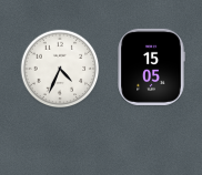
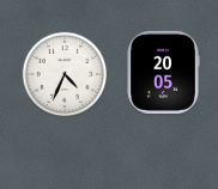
clock at (151, 66): 15:05 -> 20:05
